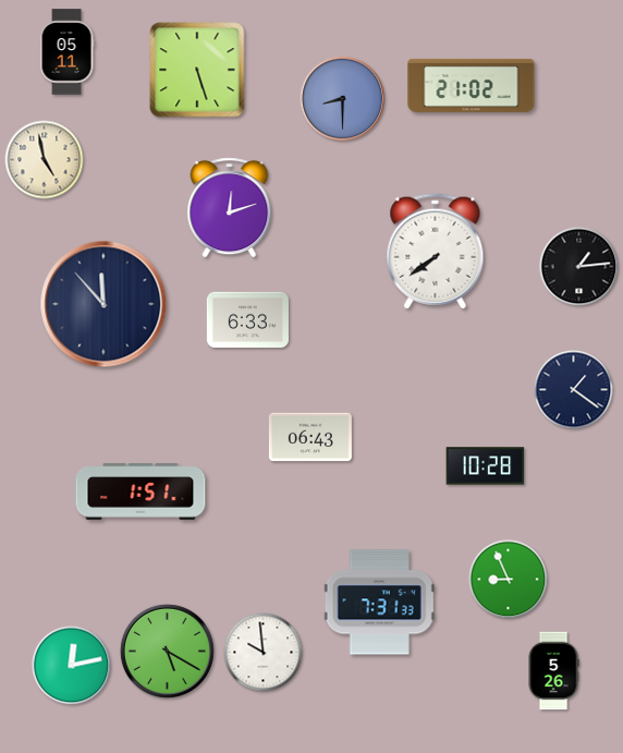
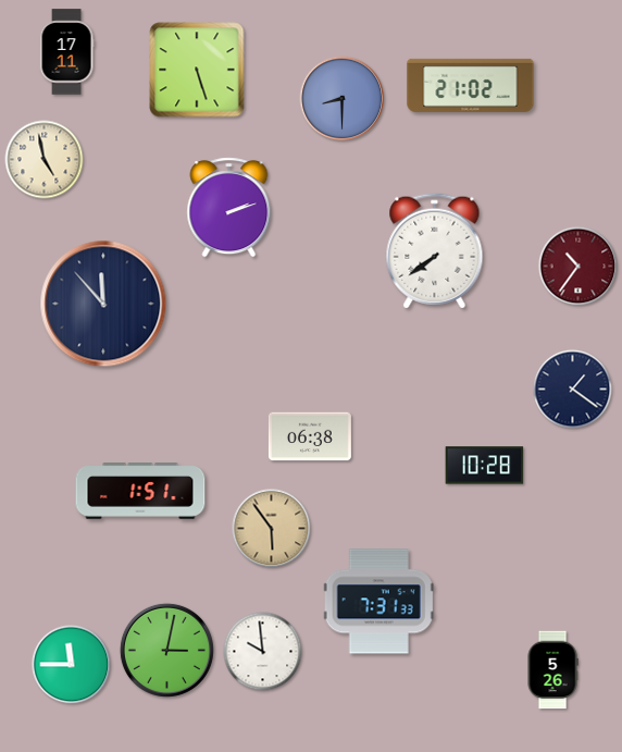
clock at (66, 52): 05:11 -> 17:11
clock at (230, 208): 12:12 -> 2:12
clock at (579, 267): 1:14 -> 10:36
clock at (579, 267) dial: black -> burgundy
clock at (247, 320): 6:33 -> none
clock at (310, 437): 06:43 -> 06:38
clock at (272, 529): none -> 5:54
clock at (509, 580): 8:56 -> none
clock at (167, 651): 5:20 -> 3:02
clock at (72, 666): 12:13 -> 11:45
